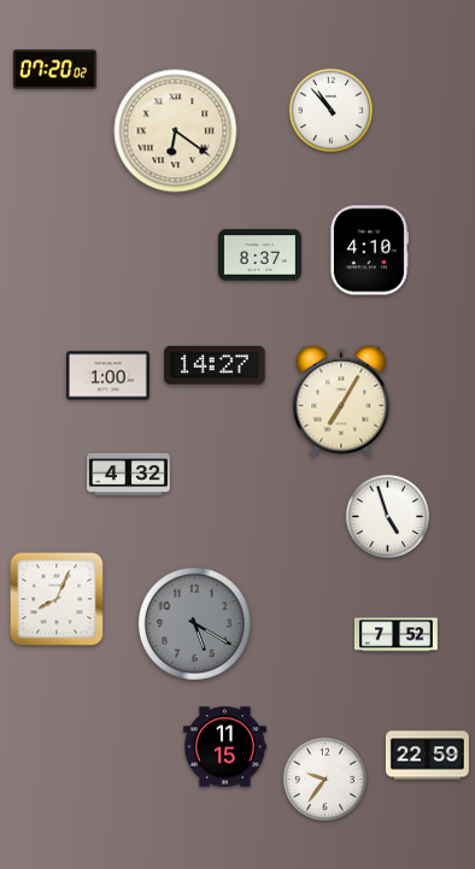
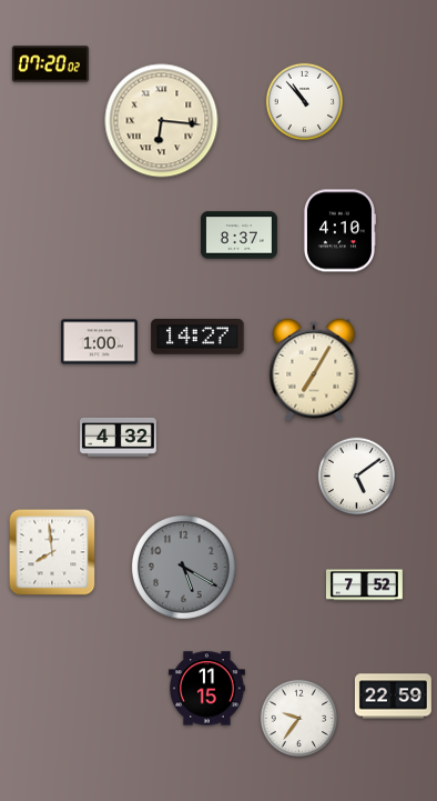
clock at (176, 131): 6:21 -> 6:16
clock at (107, 376) position: (107, 376) -> (99, 342)
clock at (388, 517): 4:57 -> 5:09
clock at (57, 599): 8:04 -> 7:59
clock at (195, 624) position: (195, 624) -> (184, 568)
